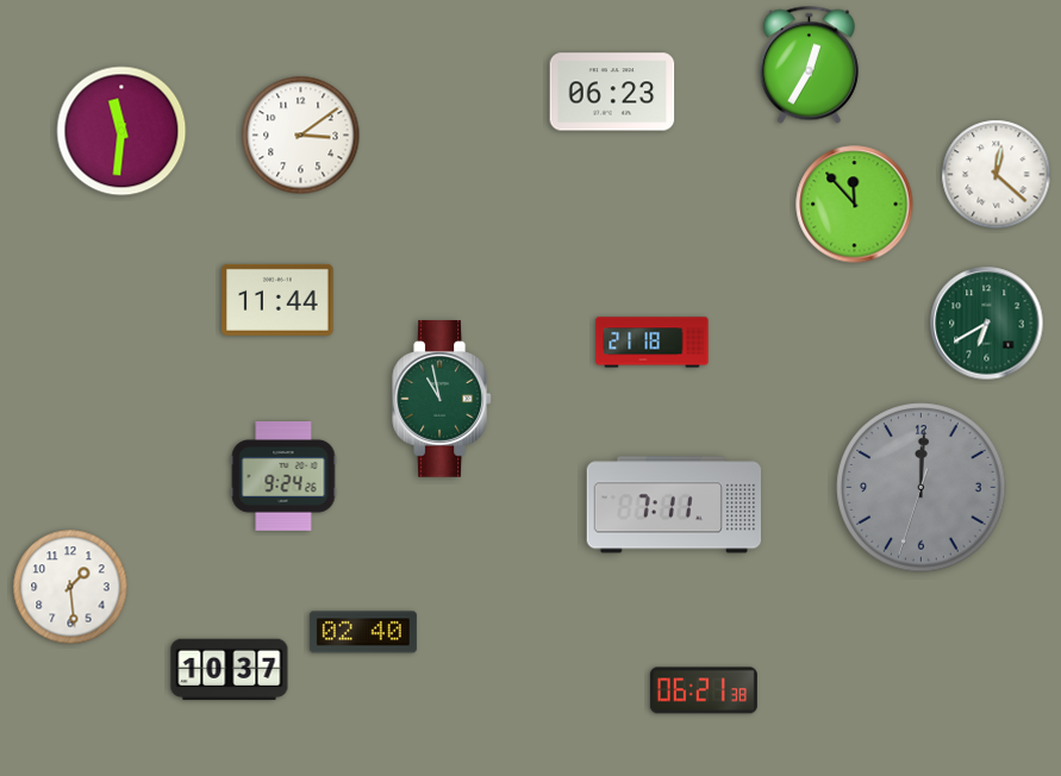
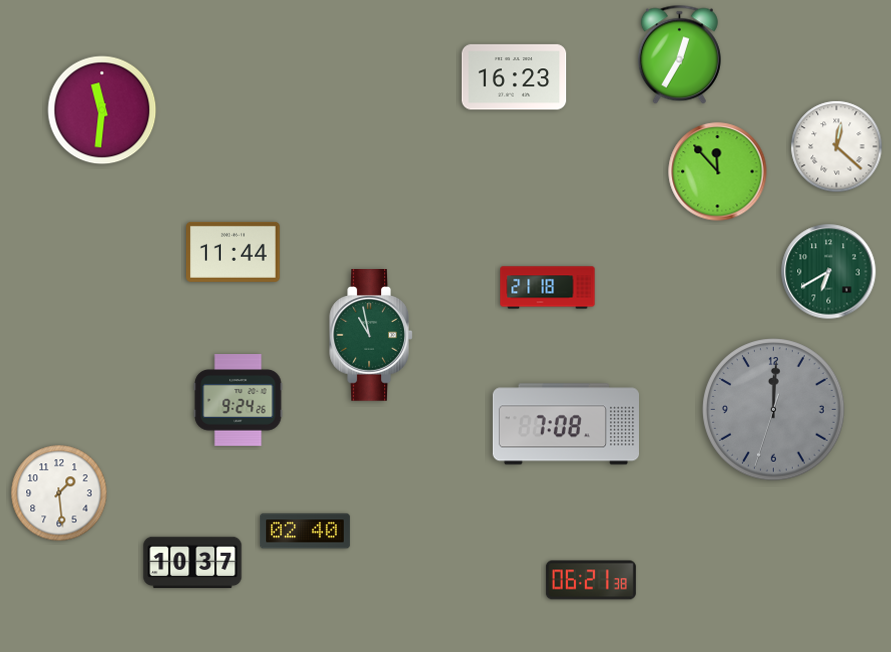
clock at (612, 92): 06:23 -> 16:23
clock at (301, 136): 3:09 -> none
clock at (673, 505): 7:11 -> 7:08
